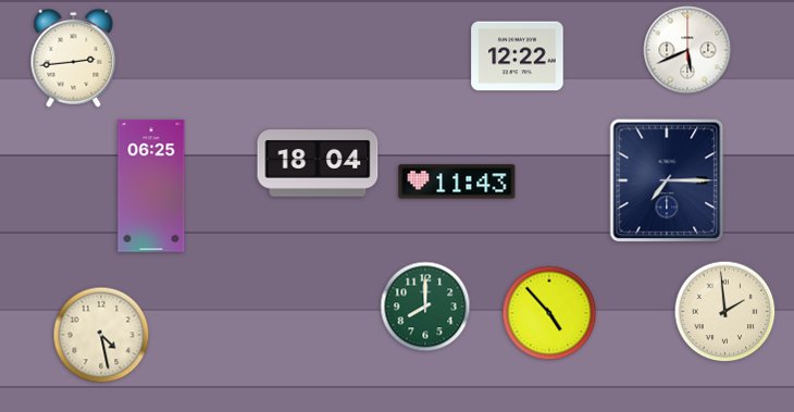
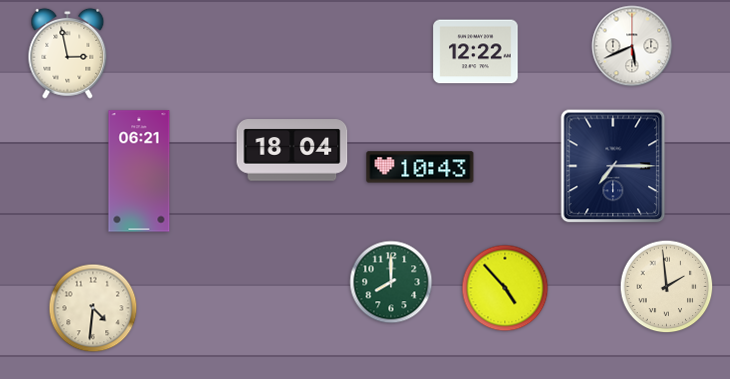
clock at (74, 58): 2:44 -> 2:58
clock at (457, 182): 11:43 -> 10:43
clock at (151, 186): 06:25 -> 06:21
clock at (101, 335): 4:28 -> 4:31
